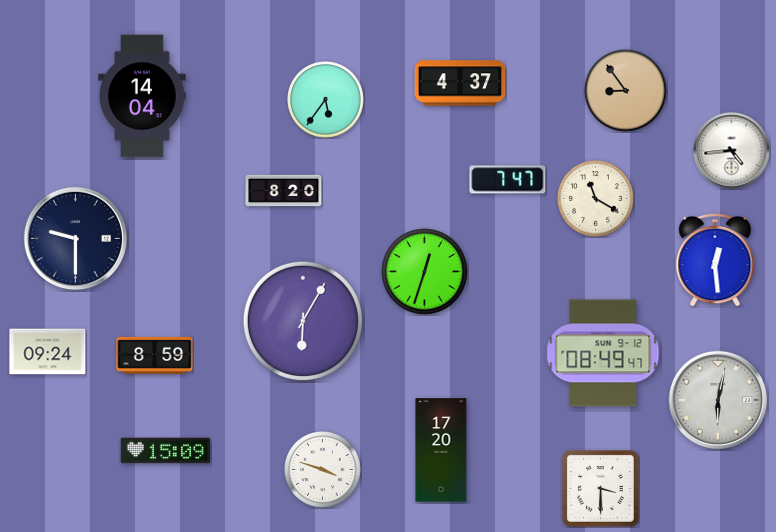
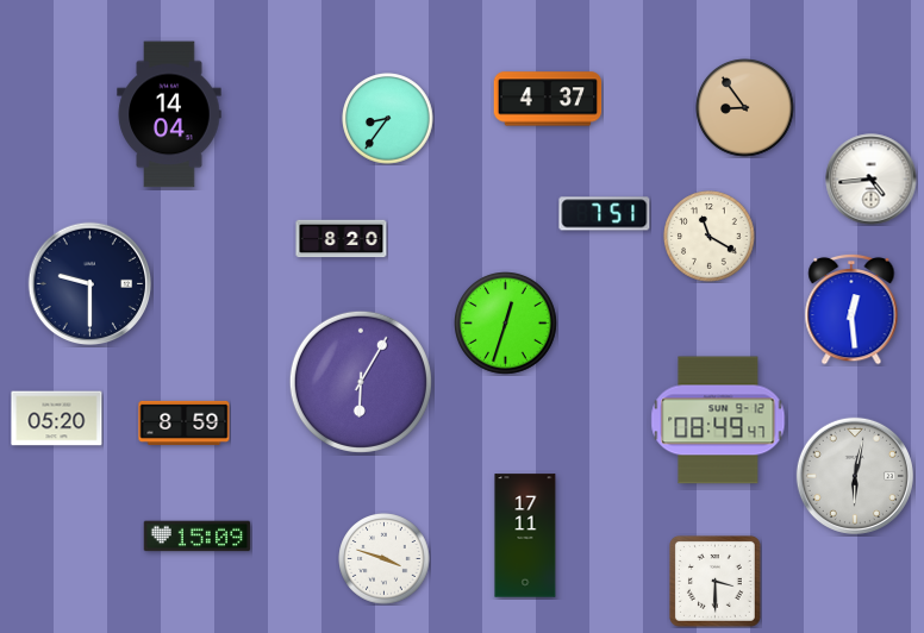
clock at (326, 100): 5:36 -> 8:36
clock at (508, 180): 7:47 -> 7:51
clock at (284, 191) position: (284, 191) -> (342, 239)
clock at (48, 352): 09:24 -> 05:20
clock at (441, 450): 17:20 -> 17:11
